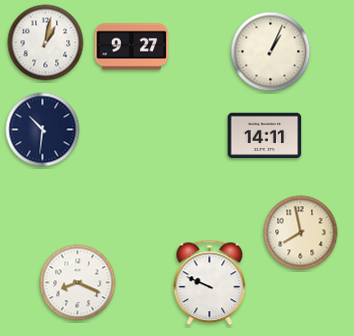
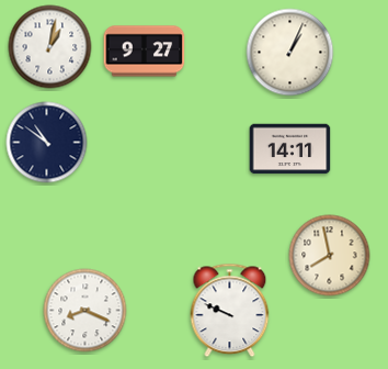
clock at (271, 52) position: (271, 52) -> (290, 53)
clock at (43, 130): 10:31 -> 10:51
